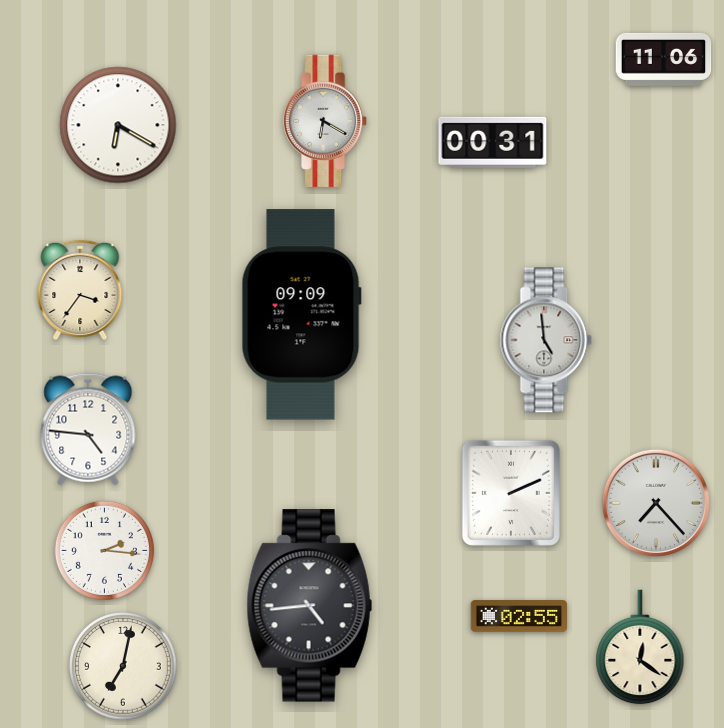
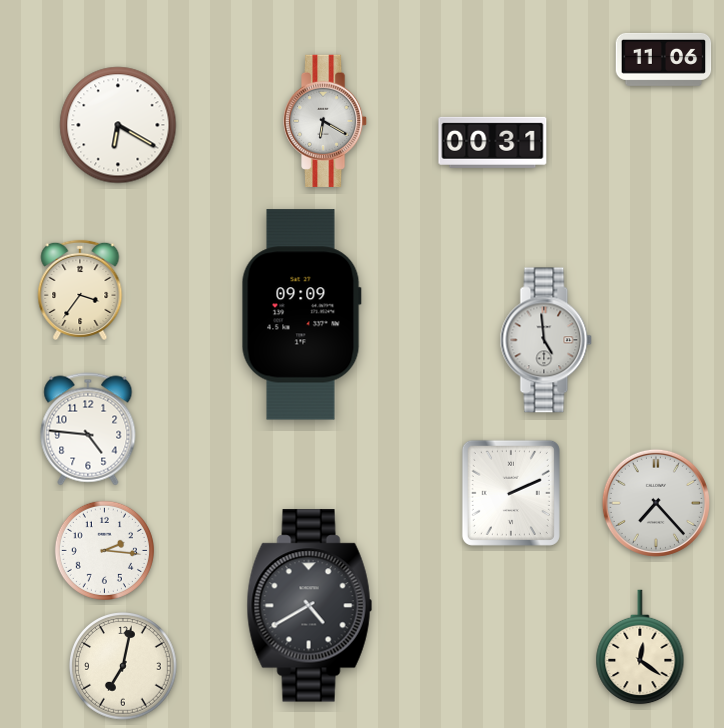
clock at (309, 606): 4:44 -> 4:40
clock at (519, 616): 02:55 -> none
